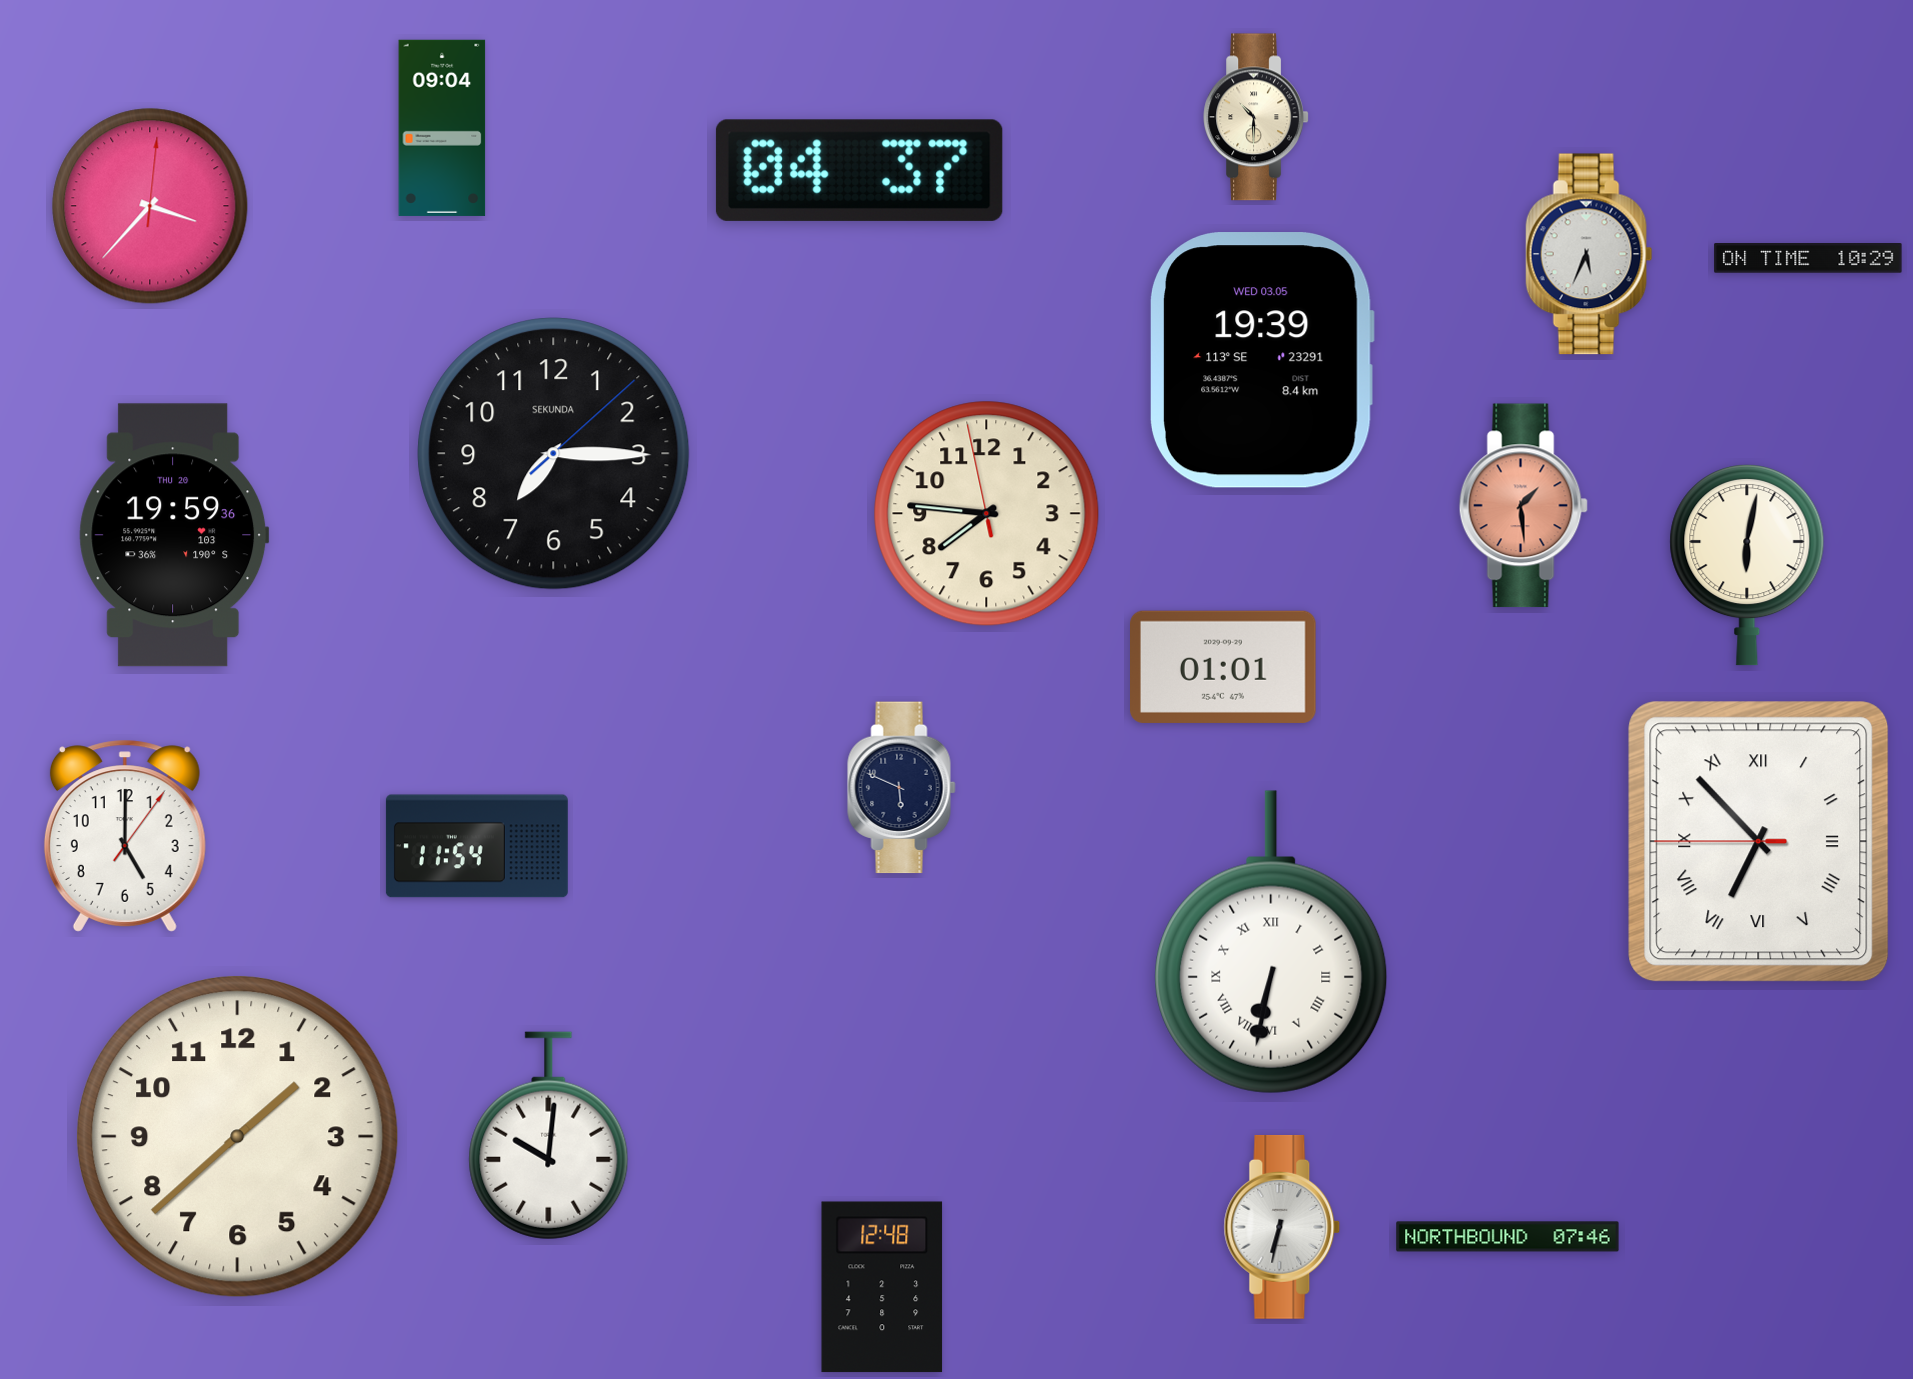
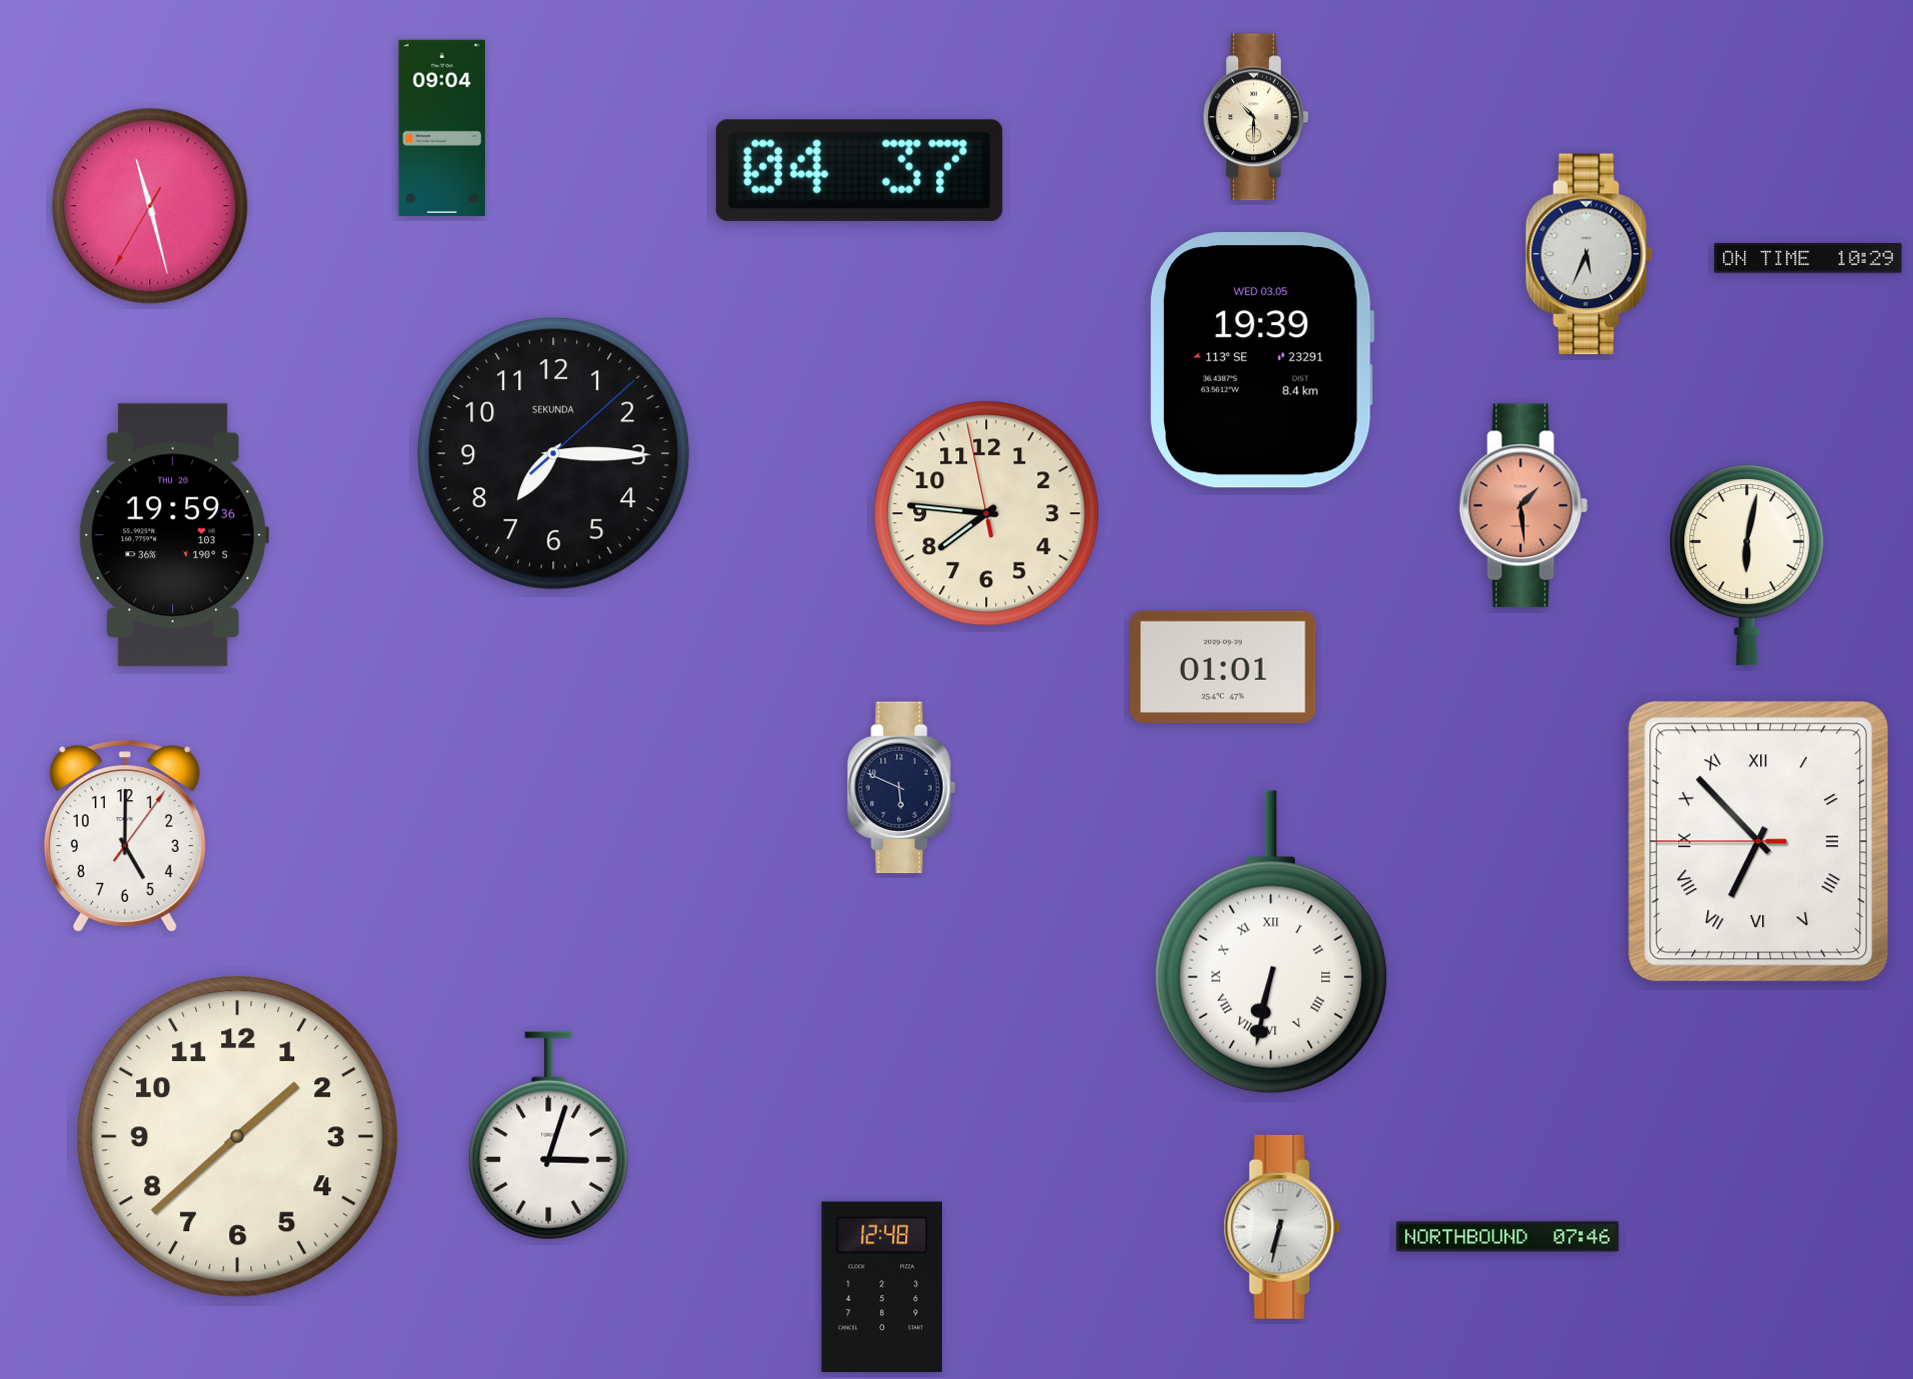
clock at (150, 206): 3:37 -> 11:27
clock at (477, 846): 11:54 -> none
clock at (549, 1136): 10:01 -> 3:03
